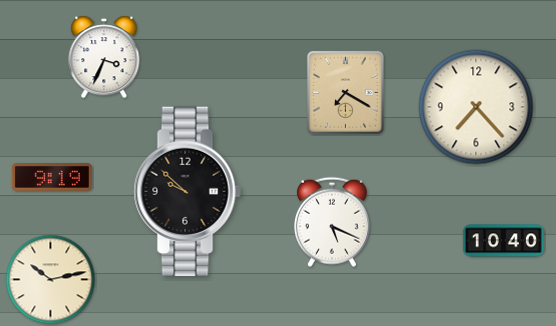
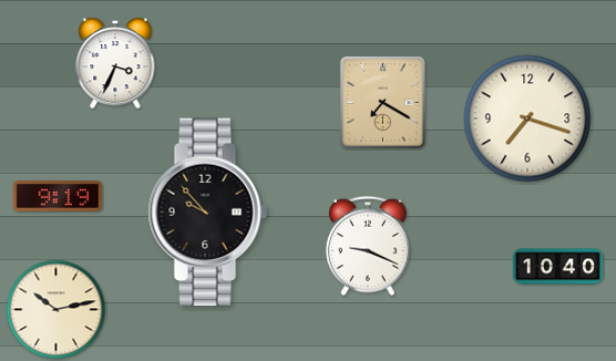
clock at (476, 107): 7:23 -> 7:18
clock at (187, 192): 9:52 -> 9:53
clock at (332, 222): 5:19 -> 9:19
